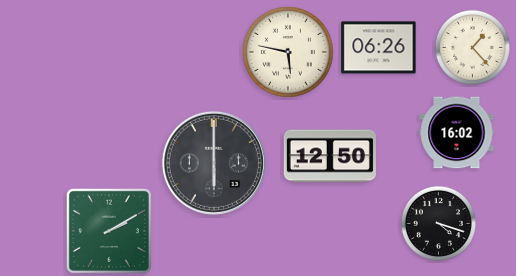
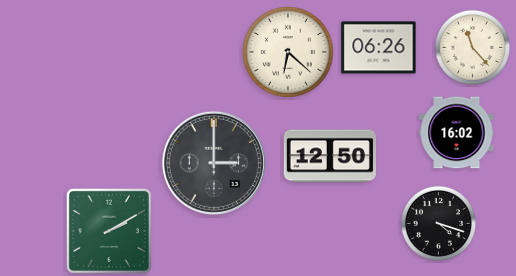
clock at (472, 47): 1:23 -> 11:23
clock at (288, 52): 5:47 -> 6:22
clock at (214, 163): 6:00 -> 3:00
